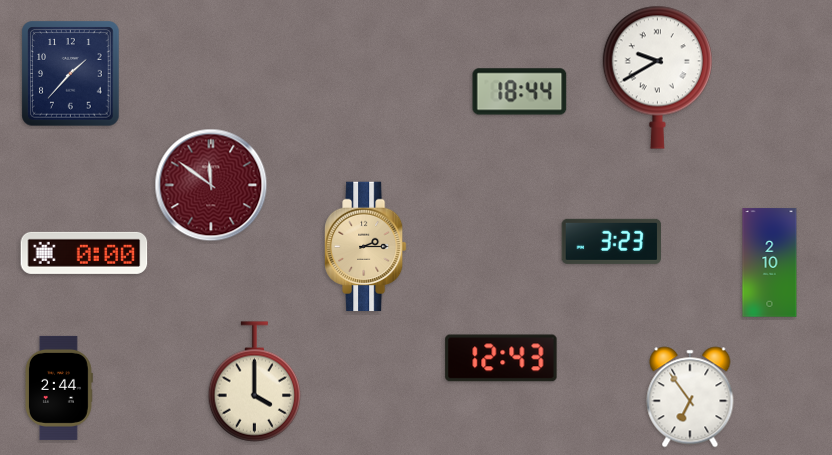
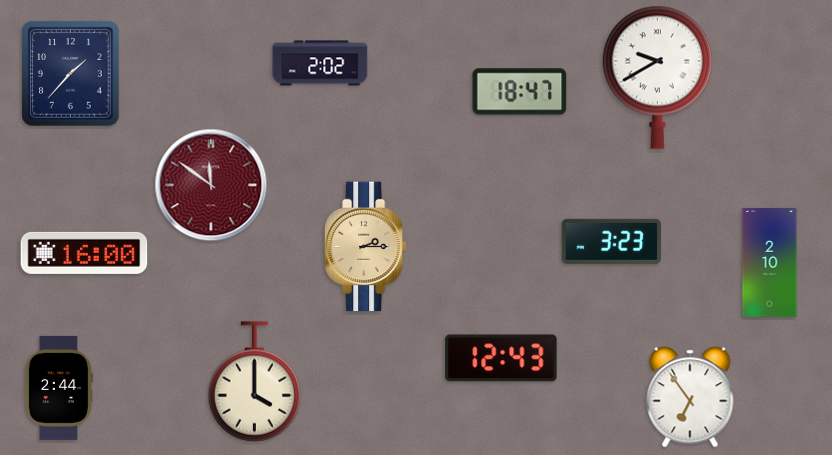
clock at (320, 63): none -> 2:02
clock at (520, 92): 18:44 -> 18:47
clock at (84, 253): 0:00 -> 16:00
